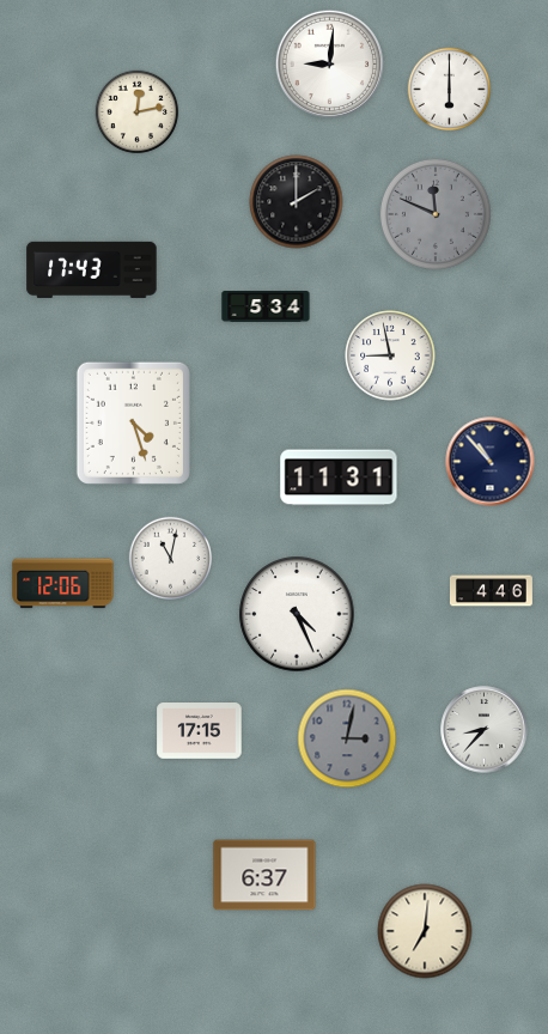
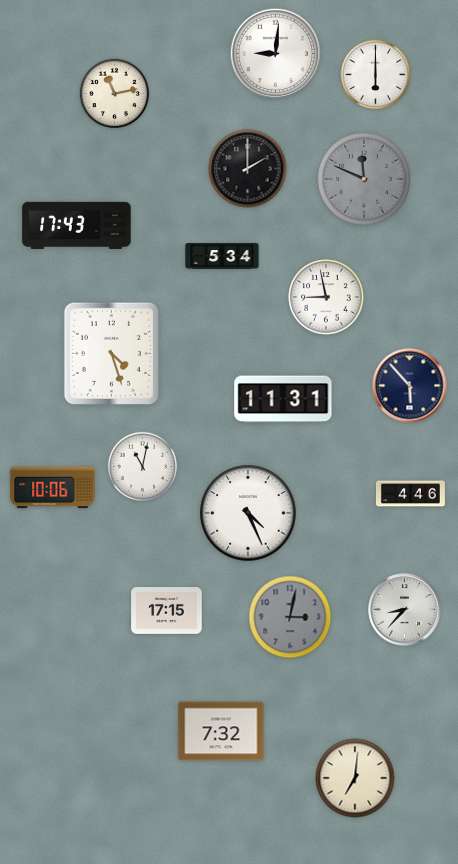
clock at (138, 112): 12:13 -> 11:13
clock at (491, 462): 10:53 -> 5:53
clock at (63, 584): 12:06 -> 10:06
clock at (264, 875): 6:37 -> 7:32
